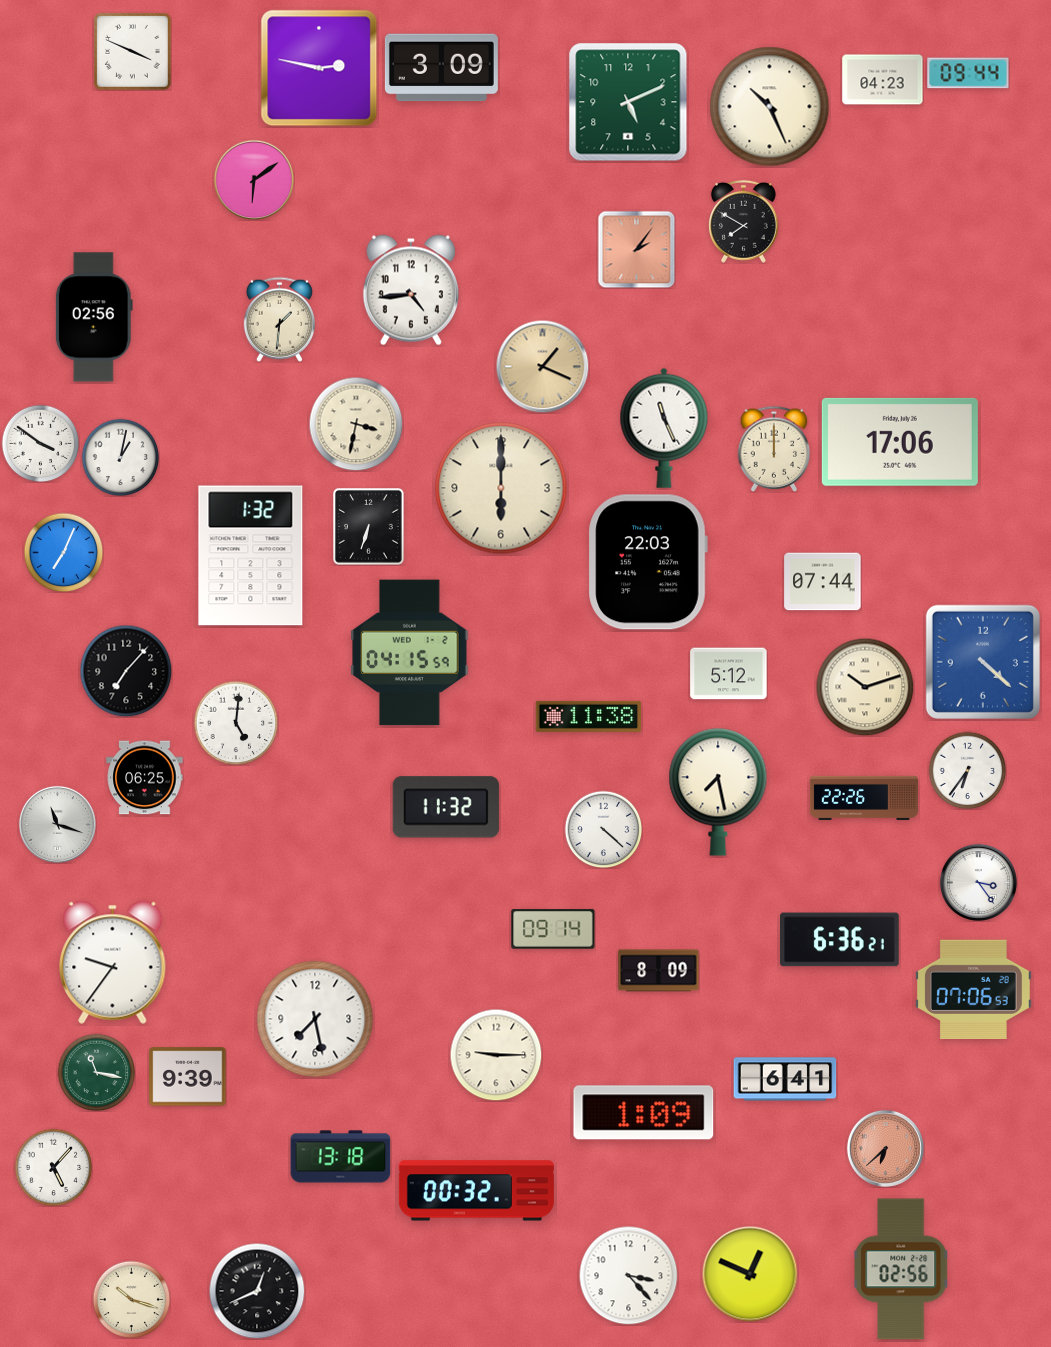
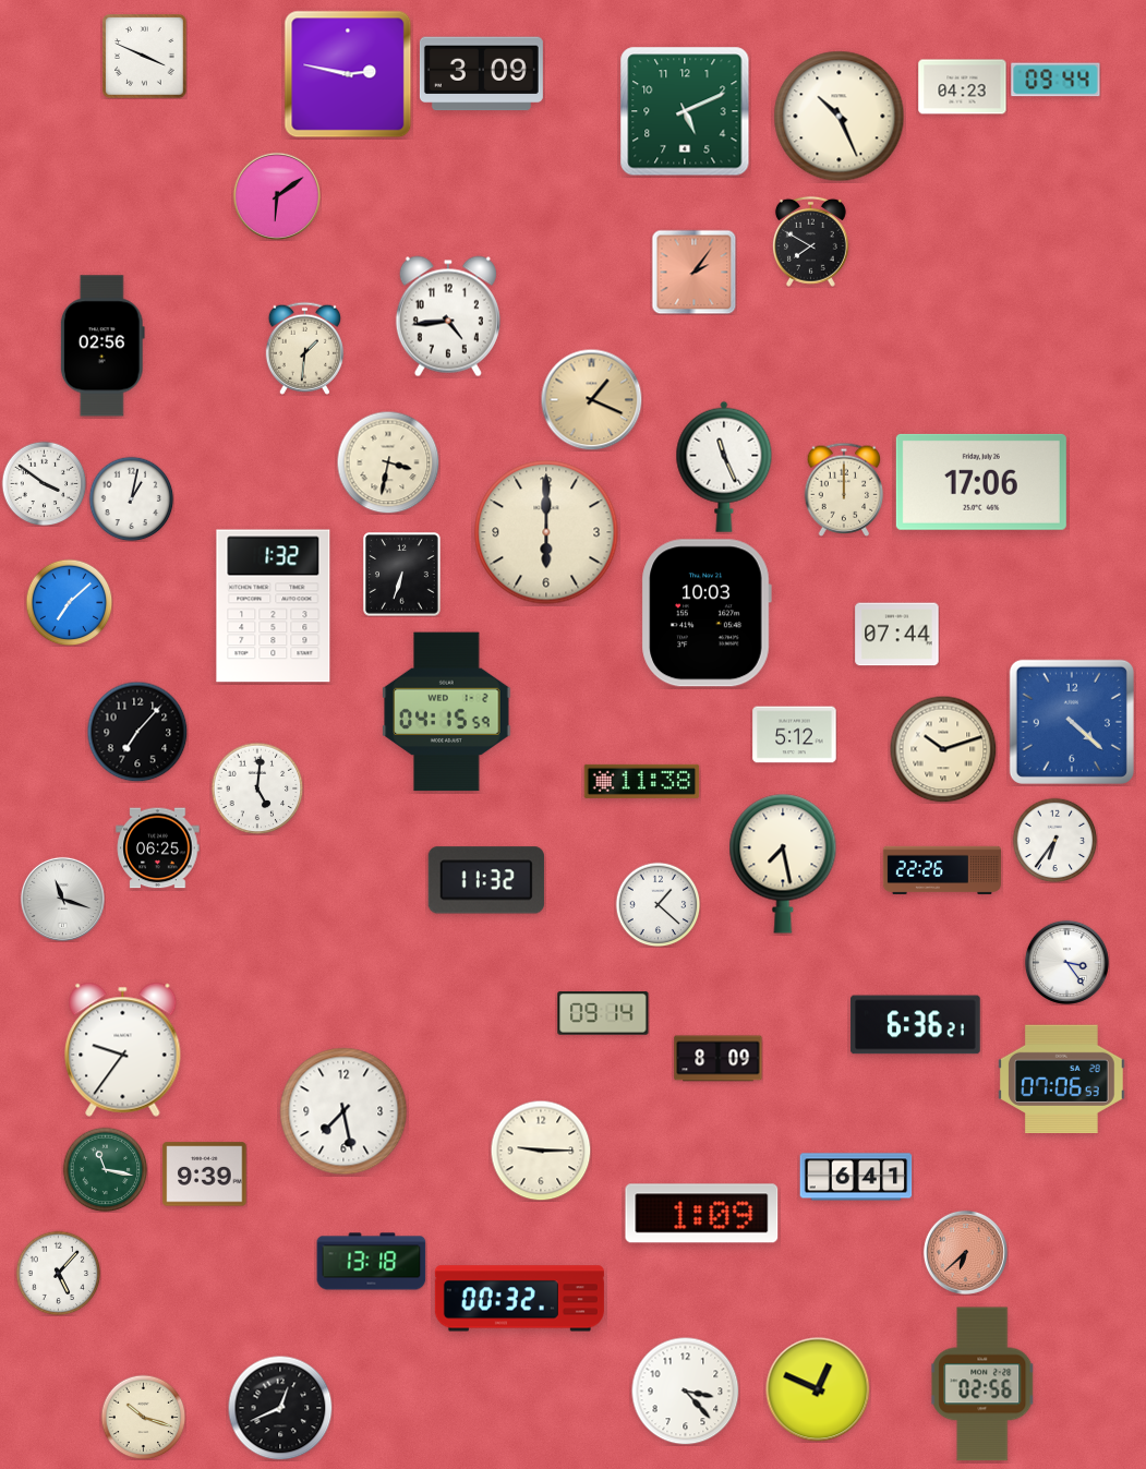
clock at (63, 552): 7:04 -> 7:08
clock at (648, 562): 22:03 -> 10:03
clock at (603, 829): 4:22 -> 1:22
